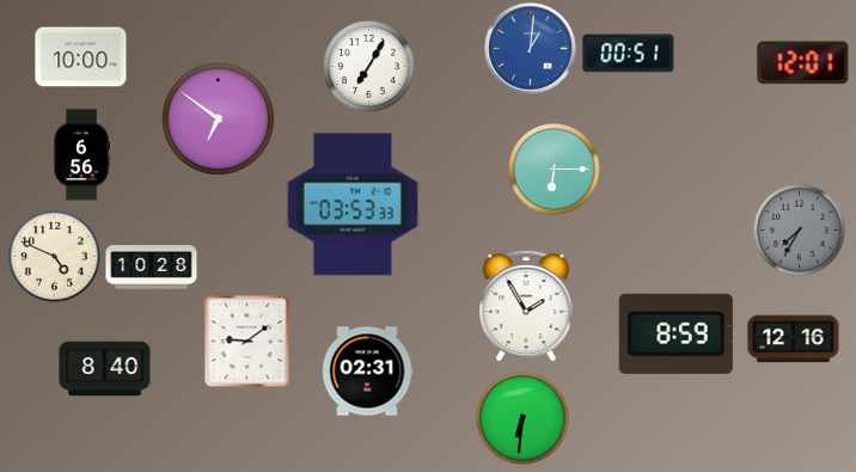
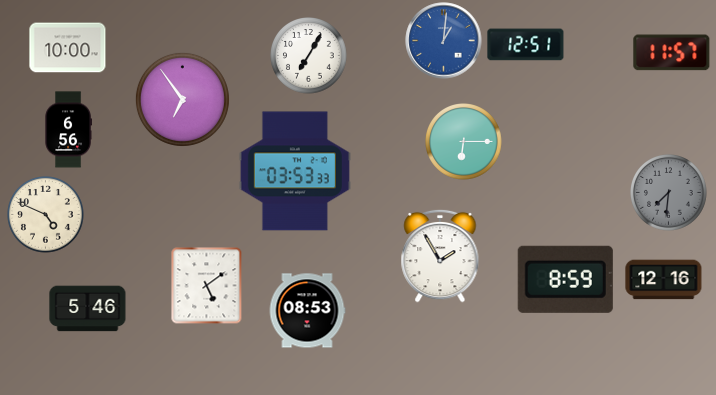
clock at (629, 54): 00:51 -> 12:51
clock at (803, 63): 12:01 -> 11:57
clock at (218, 118): 6:51 -> 6:54
clock at (800, 231): 7:35 -> 7:31
clock at (152, 268): 10:28 -> none
clock at (794, 339) position: (794, 339) -> (664, 280)
clock at (247, 341): 9:09 -> 5:09
clock at (105, 369): 8:40 -> 5:46
clock at (367, 372): 02:31 -> 08:53
clock at (524, 419): 6:31 -> none
